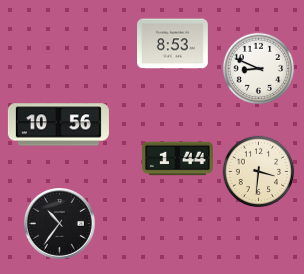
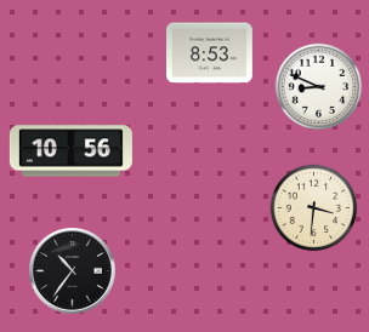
clock at (259, 69) position: (259, 69) -> (319, 87)
clock at (178, 159): 1:44 -> none
